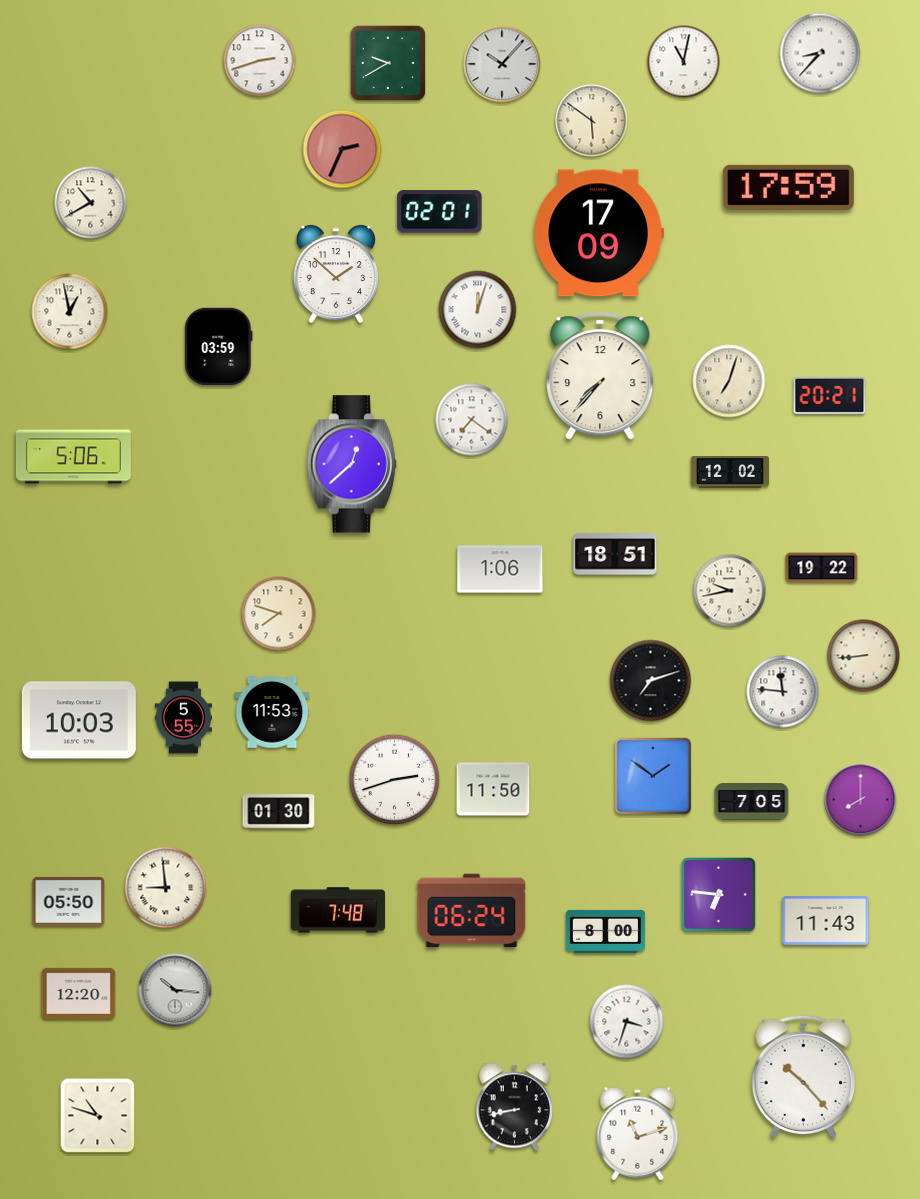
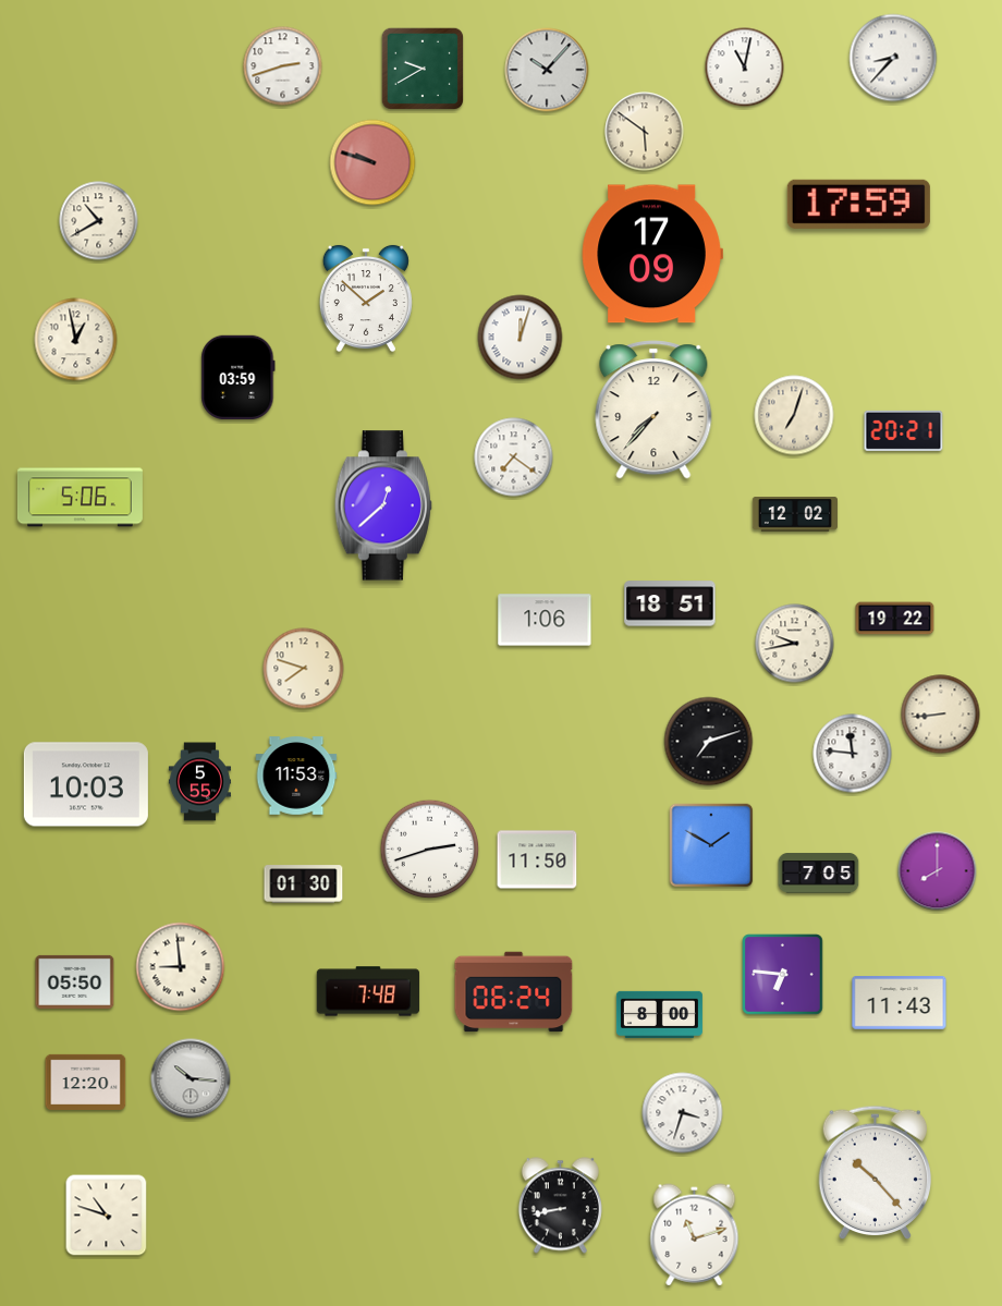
clock at (342, 149): 2:34 -> 9:48
clock at (440, 212): 02:01 -> none
clock at (653, 776): 1:51 -> 1:50
